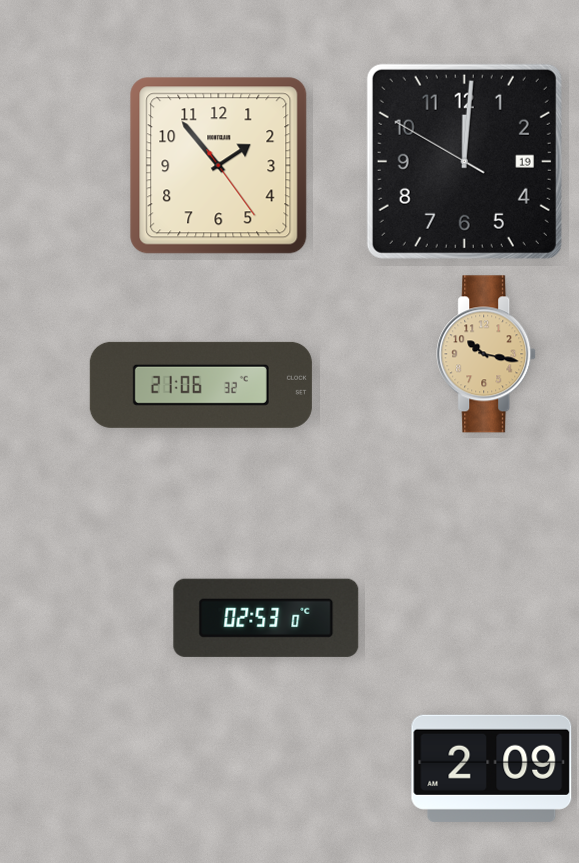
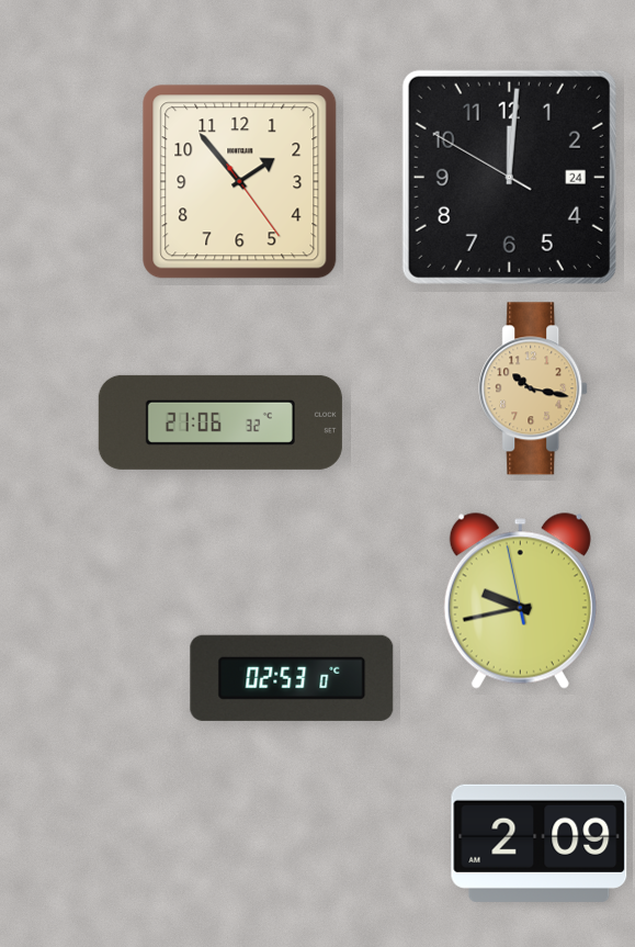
clock at (464, 161) date: 19 -> 24
clock at (520, 601): none -> 9:42
